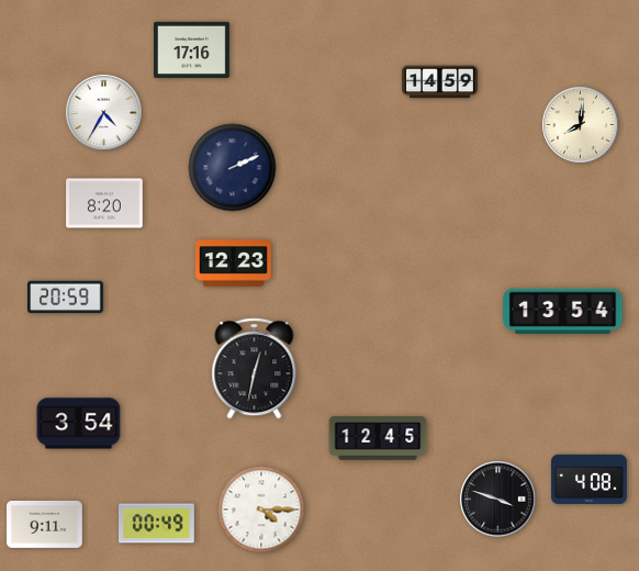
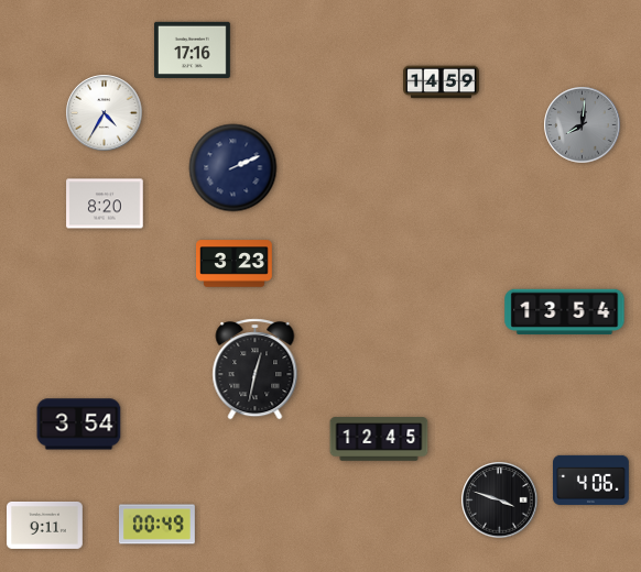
clock at (581, 125) dial: cream -> grey
clock at (234, 264): 12:23 -> 3:23
clock at (66, 298): 20:59 -> none
clock at (590, 479): 4:08 -> 4:06
clock at (261, 510): 4:15 -> none
